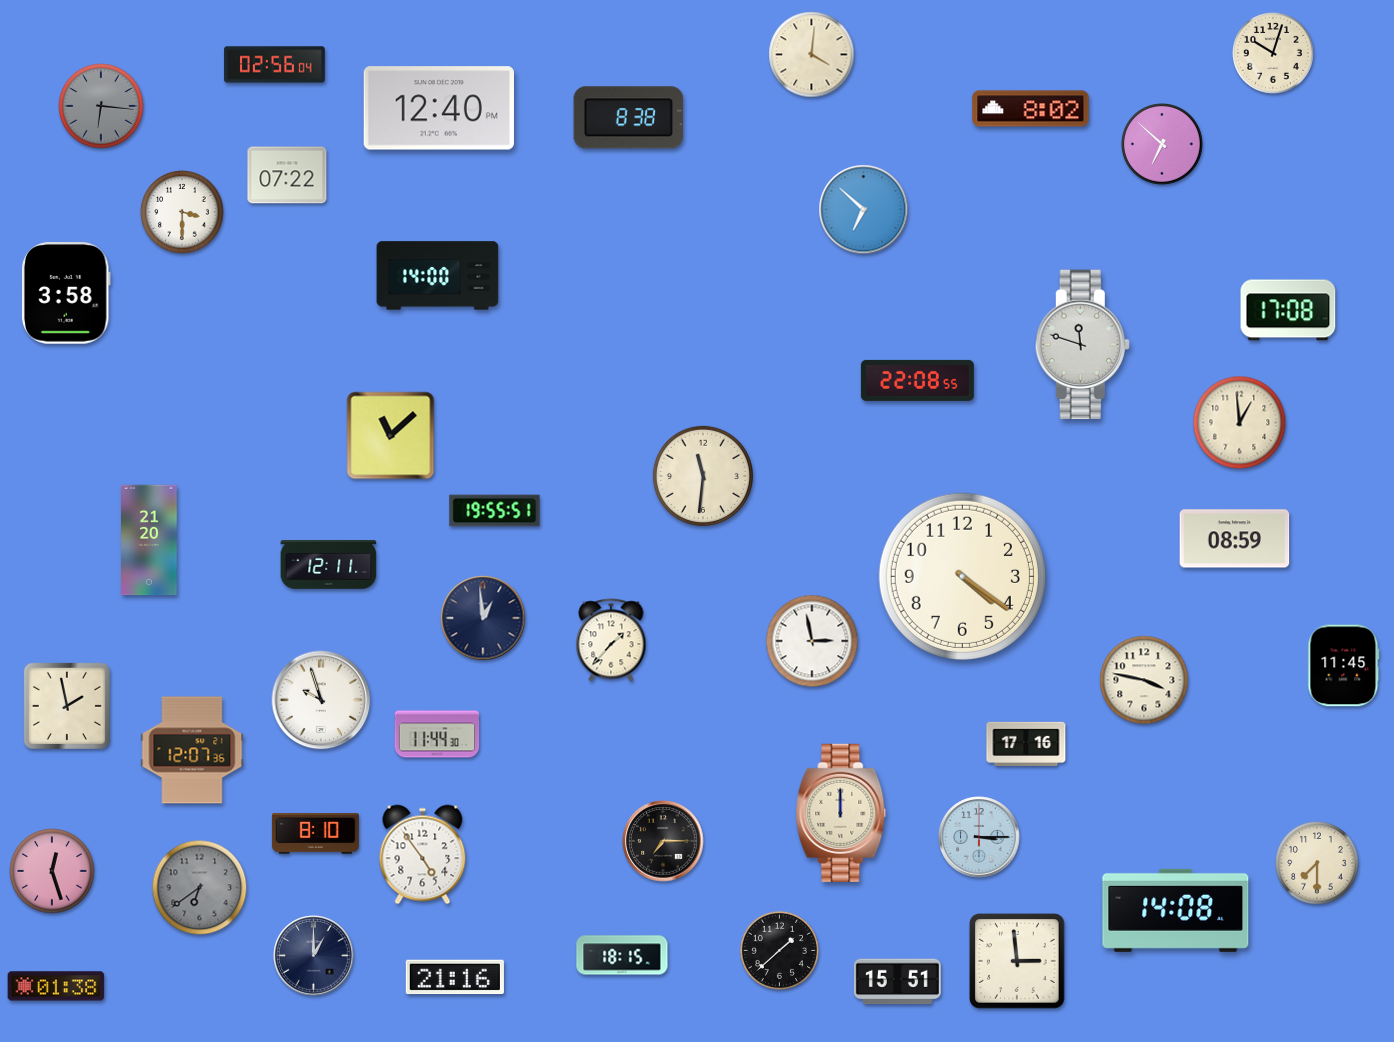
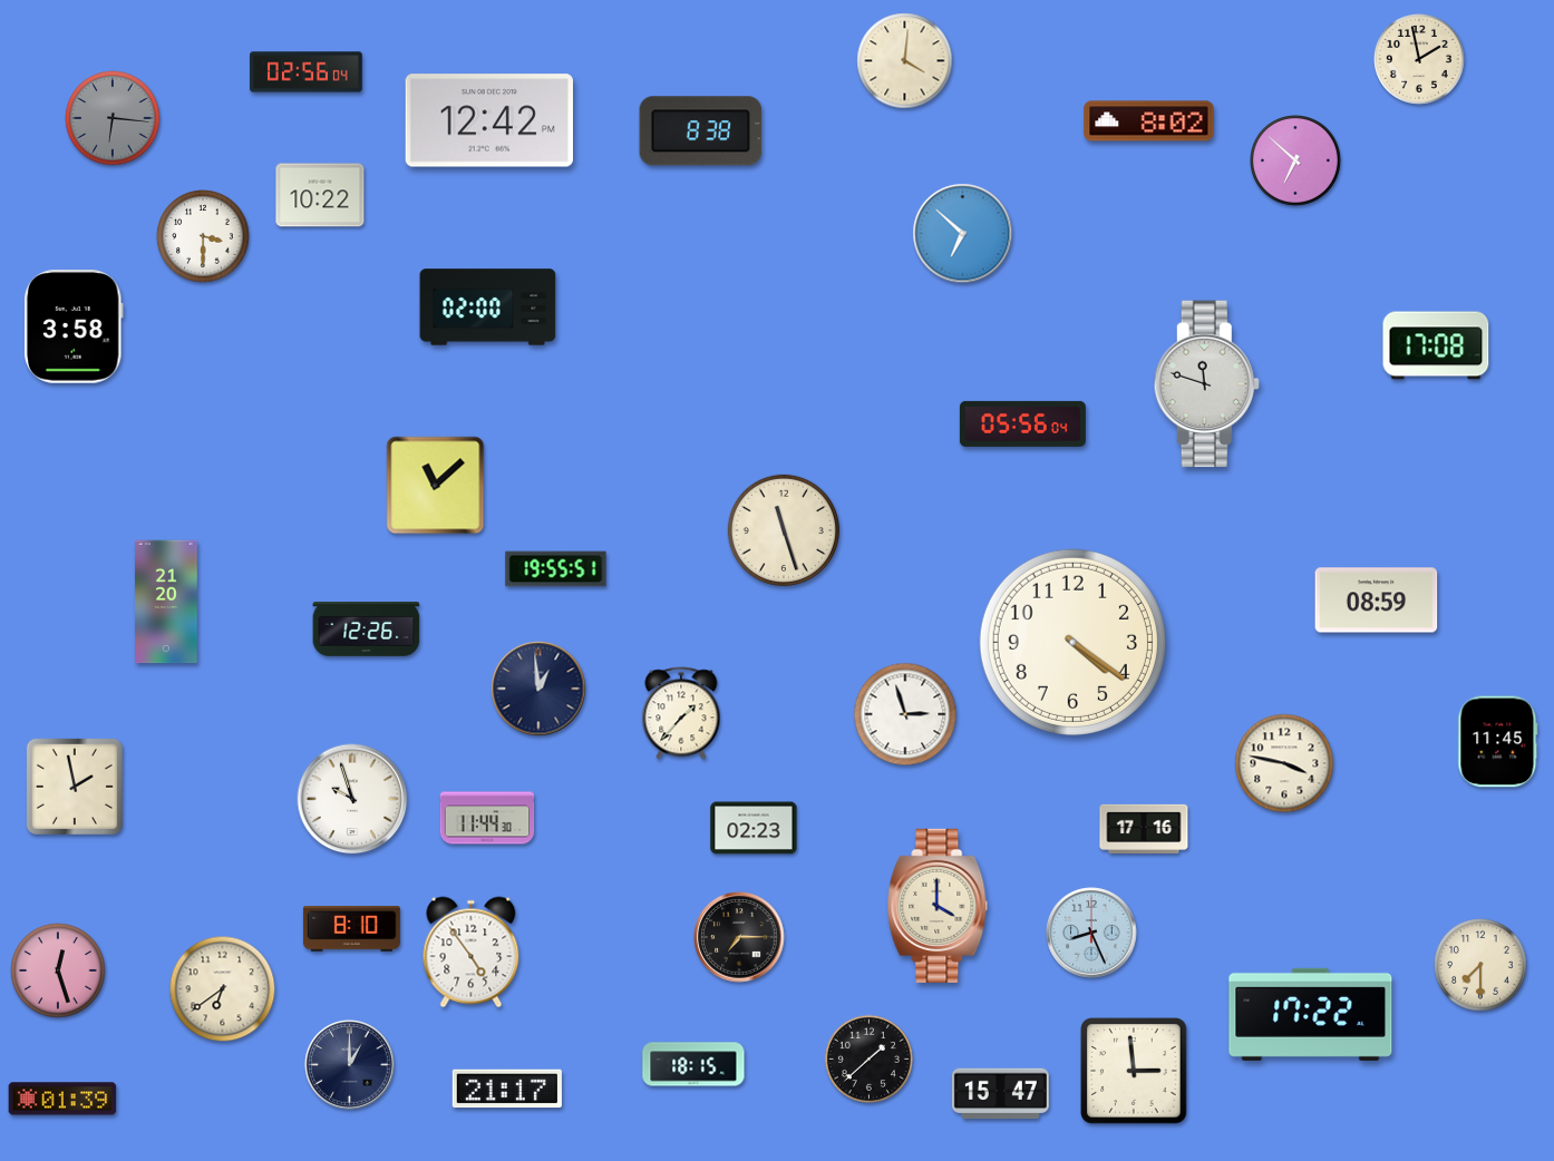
clock at (1274, 54): 10:03 -> 1:58
clock at (439, 108): 12:40 -> 12:42
clock at (287, 175): 07:22 -> 10:22
clock at (438, 276): 14:00 -> 02:00
clock at (917, 380): 22:08 -> 05:56
clock at (1240, 423): 12:59 -> none
clock at (703, 476): 11:31 -> 11:27
clock at (495, 511) position: (495, 511) -> (556, 569)
clock at (329, 565): 12:11 -> 12:26
clock at (812, 641): 2:58 -> 2:57
clock at (1144, 680) position: (1144, 680) -> (1284, 763)
clock at (321, 700) position: (321, 700) -> (352, 799)
clock at (754, 828): none -> 02:23
clock at (192, 750): 12:07 -> none
clock at (841, 813): 12:00 -> 4:00
clock at (979, 837): 3:15 -> 8:26
clock at (1317, 863) position: (1317, 863) -> (1480, 965)
clock at (200, 888) dial: grey -> cream
clock at (1176, 910): 14:08 -> 17:22
clock at (455, 977): 21:16 -> 21:17
clock at (897, 982): 15:51 -> 15:47
clock at (56, 986): 01:38 -> 01:39
